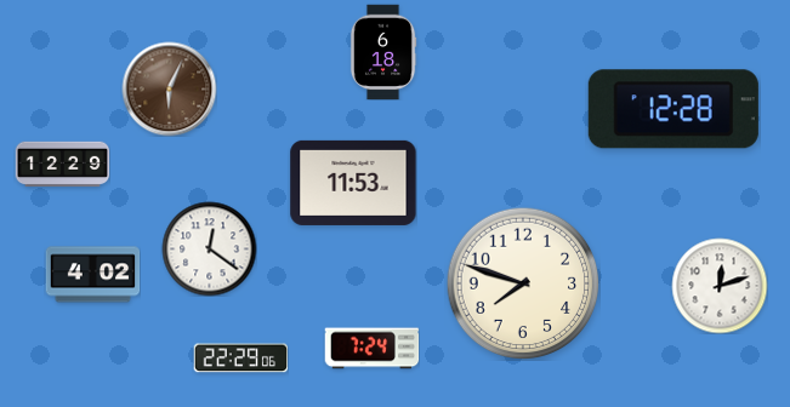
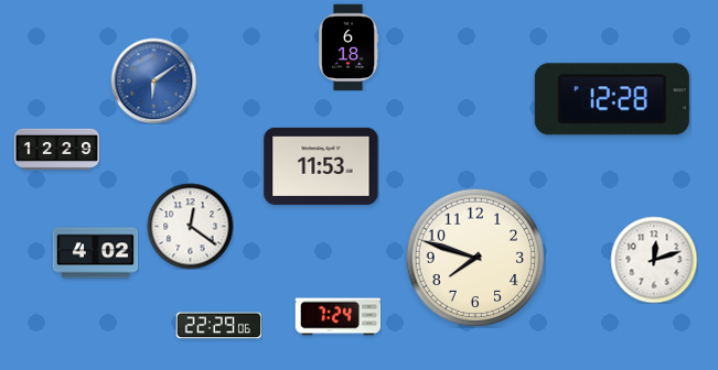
clock at (169, 88): 6:04 -> 6:09
clock at (169, 88) dial: brown -> blue
clock at (92, 275) position: (92, 275) -> (95, 253)
